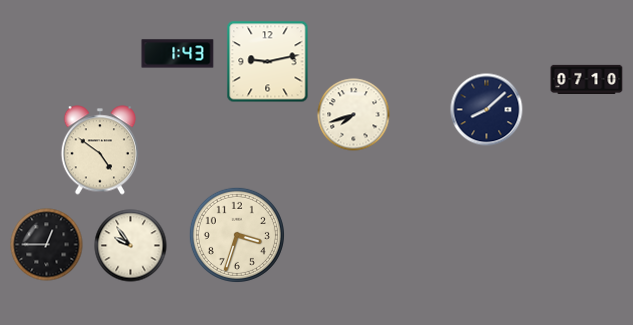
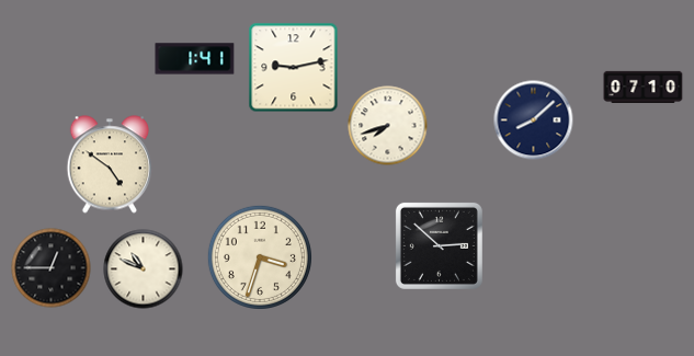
clock at (178, 54): 1:43 -> 1:41
clock at (439, 245): none -> 2:52
clock at (131, 246): 9:54 -> 10:49
